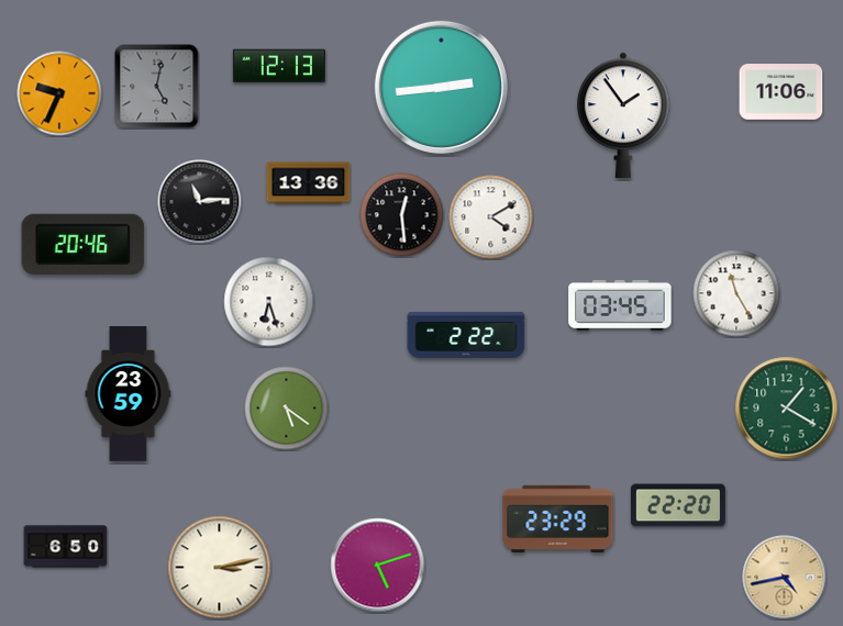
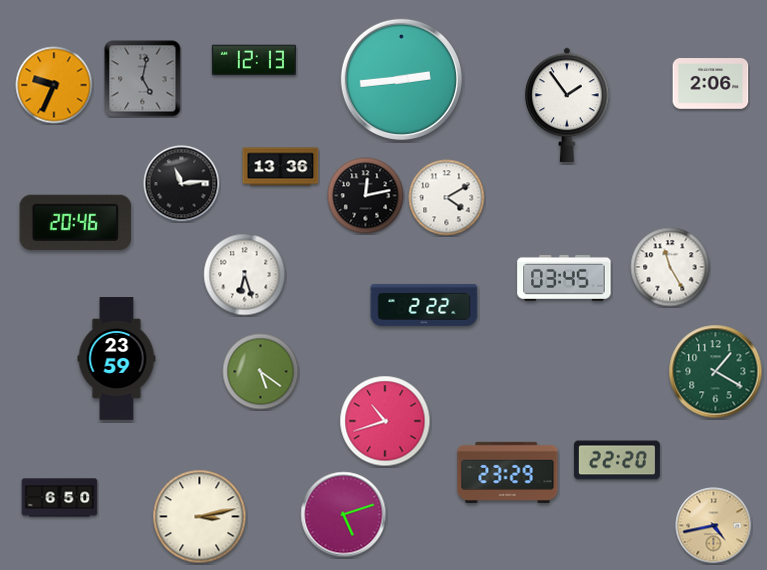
clock at (781, 92): 11:06 -> 2:06
clock at (402, 215): 12:29 -> 12:13
clock at (385, 421): none -> 10:42
